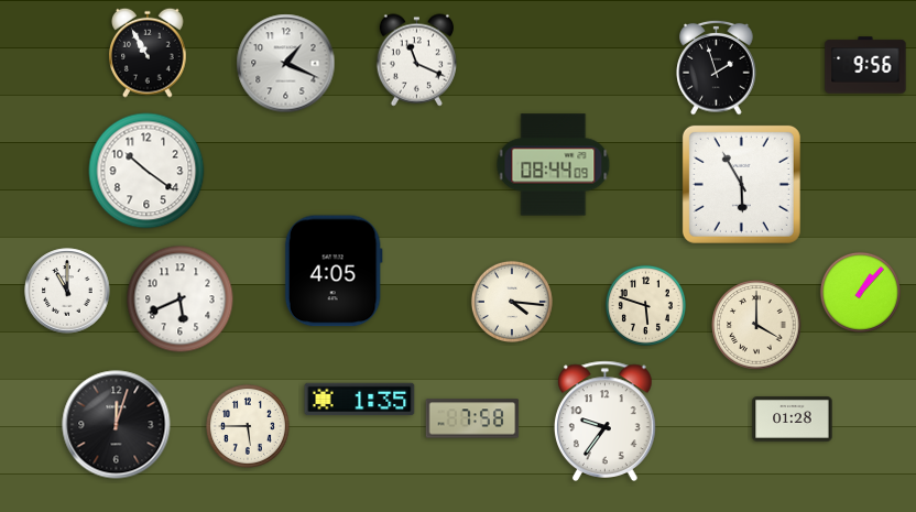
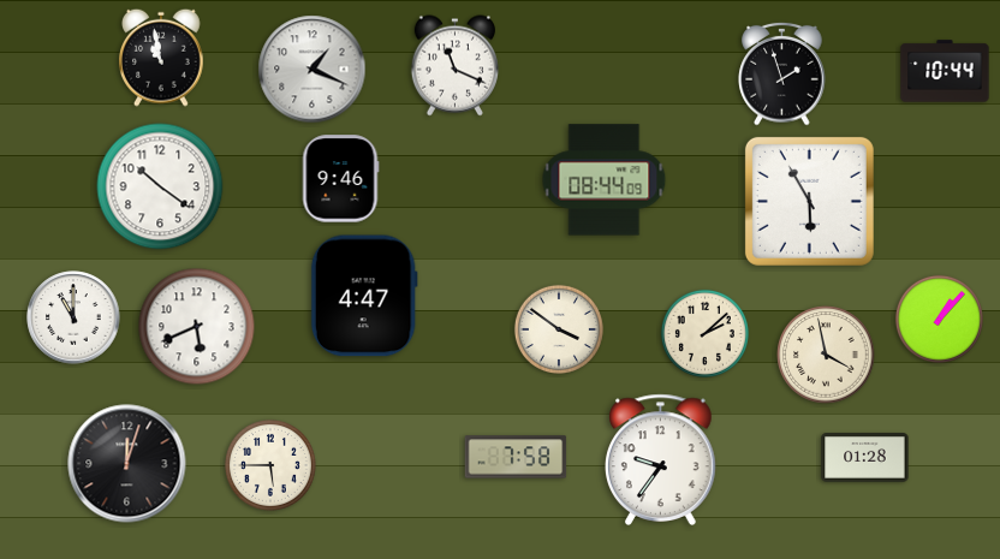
clock at (149, 53): 10:55 -> 10:58
clock at (865, 65): 9:56 -> 10:44
clock at (340, 179): none -> 9:46
clock at (334, 271): 4:05 -> 4:47
clock at (512, 302): 4:16 -> 3:51
clock at (645, 305): 5:48 -> 2:08
clock at (756, 325): 4:00 -> 3:58
clock at (360, 400): 1:35 -> none
